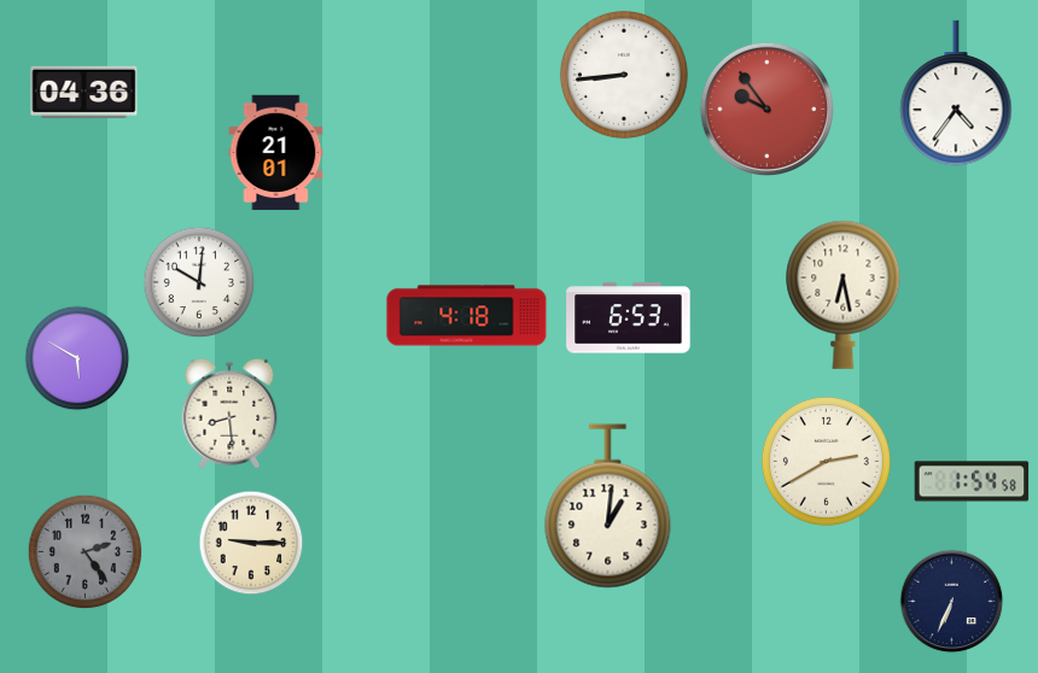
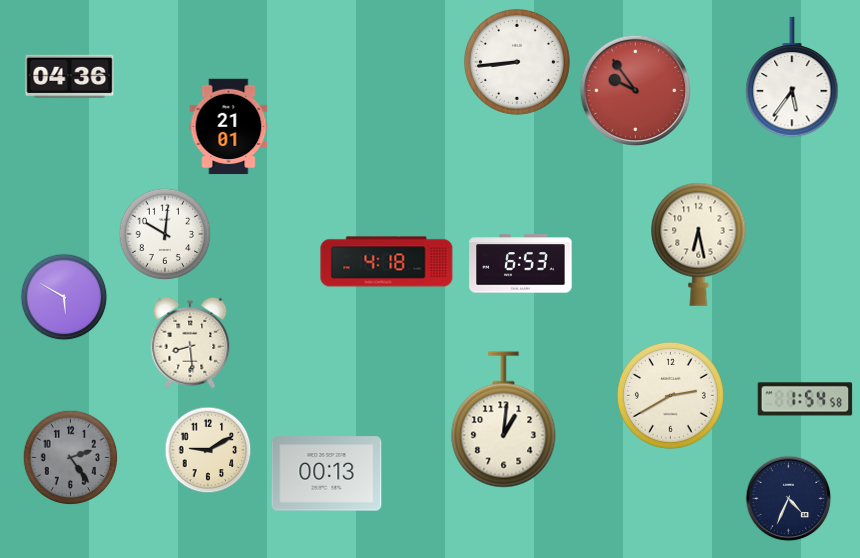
clock at (956, 93): 4:36 -> 5:36
clock at (826, 461) position: (826, 461) -> (670, 395)
clock at (251, 543): 9:15 -> 9:10
clock at (327, 474): none -> 00:13
clock at (952, 602): 6:34 -> 4:34
